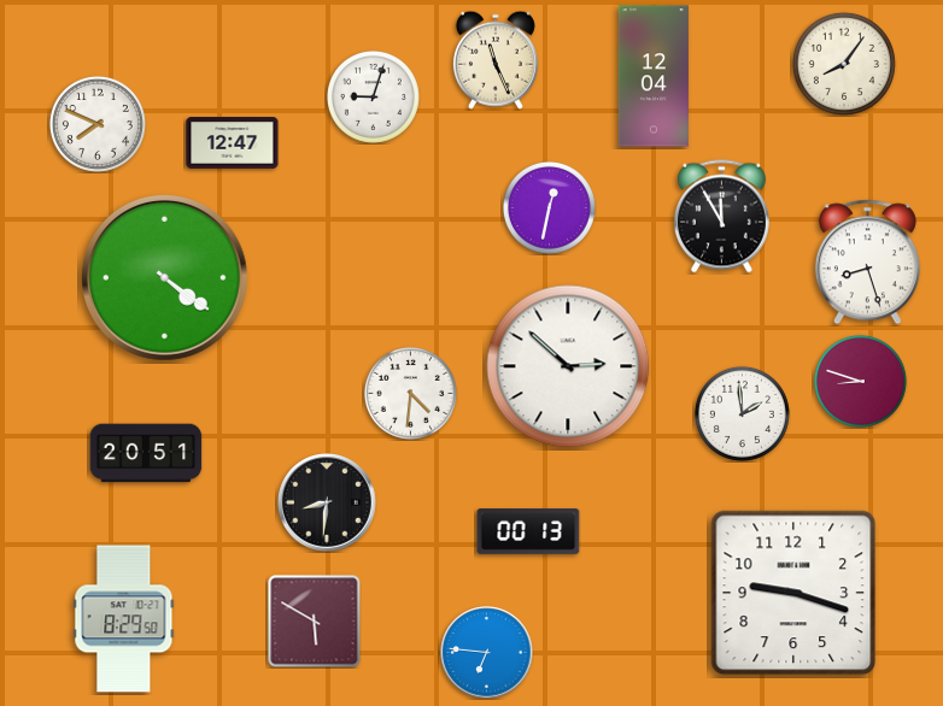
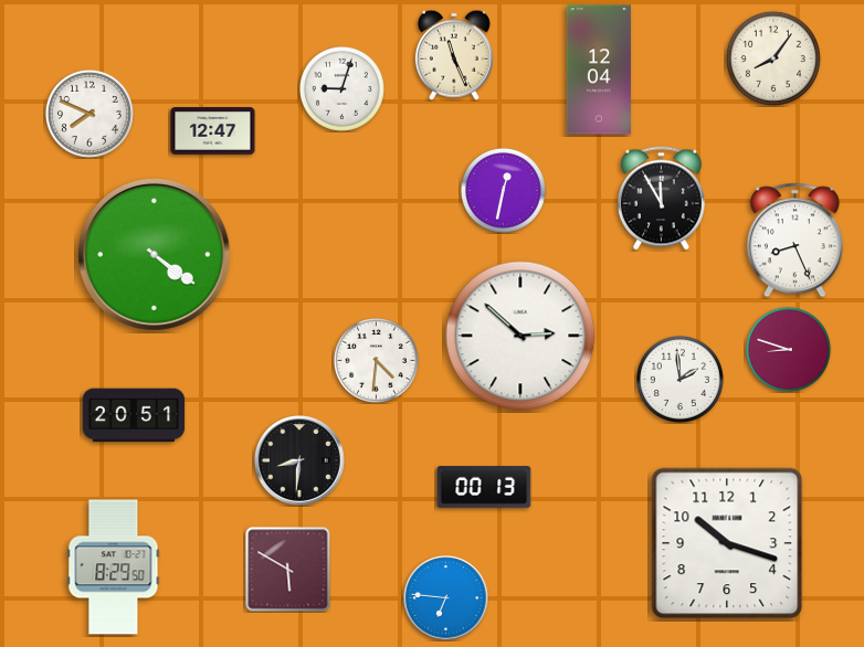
clock at (867, 263): 8:27 -> 8:26
clock at (164, 277) position: (164, 277) -> (154, 254)
clock at (793, 593): 9:18 -> 10:18
